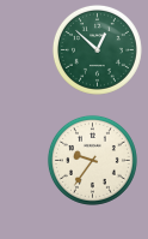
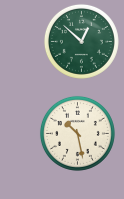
clock at (92, 160): 9:36 -> 10:28
